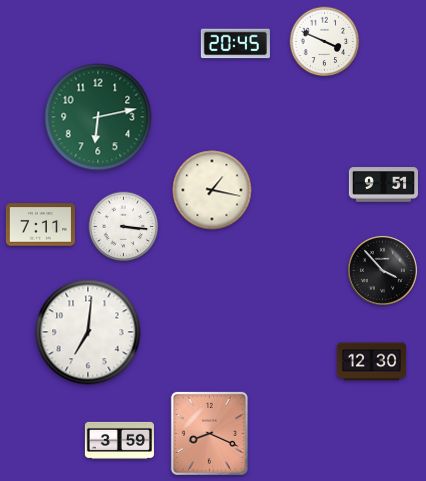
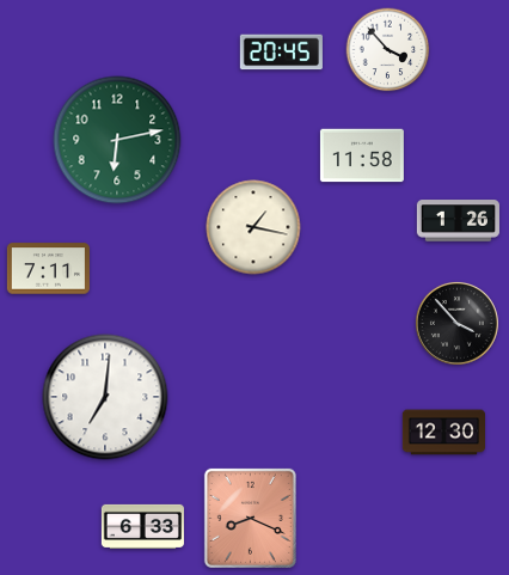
clock at (325, 42): 3:49 -> 3:53
clock at (362, 155): none -> 11:58
clock at (383, 185): 9:51 -> 1:26
clock at (124, 227): 3:16 -> none
clock at (119, 440): 3:59 -> 6:33
